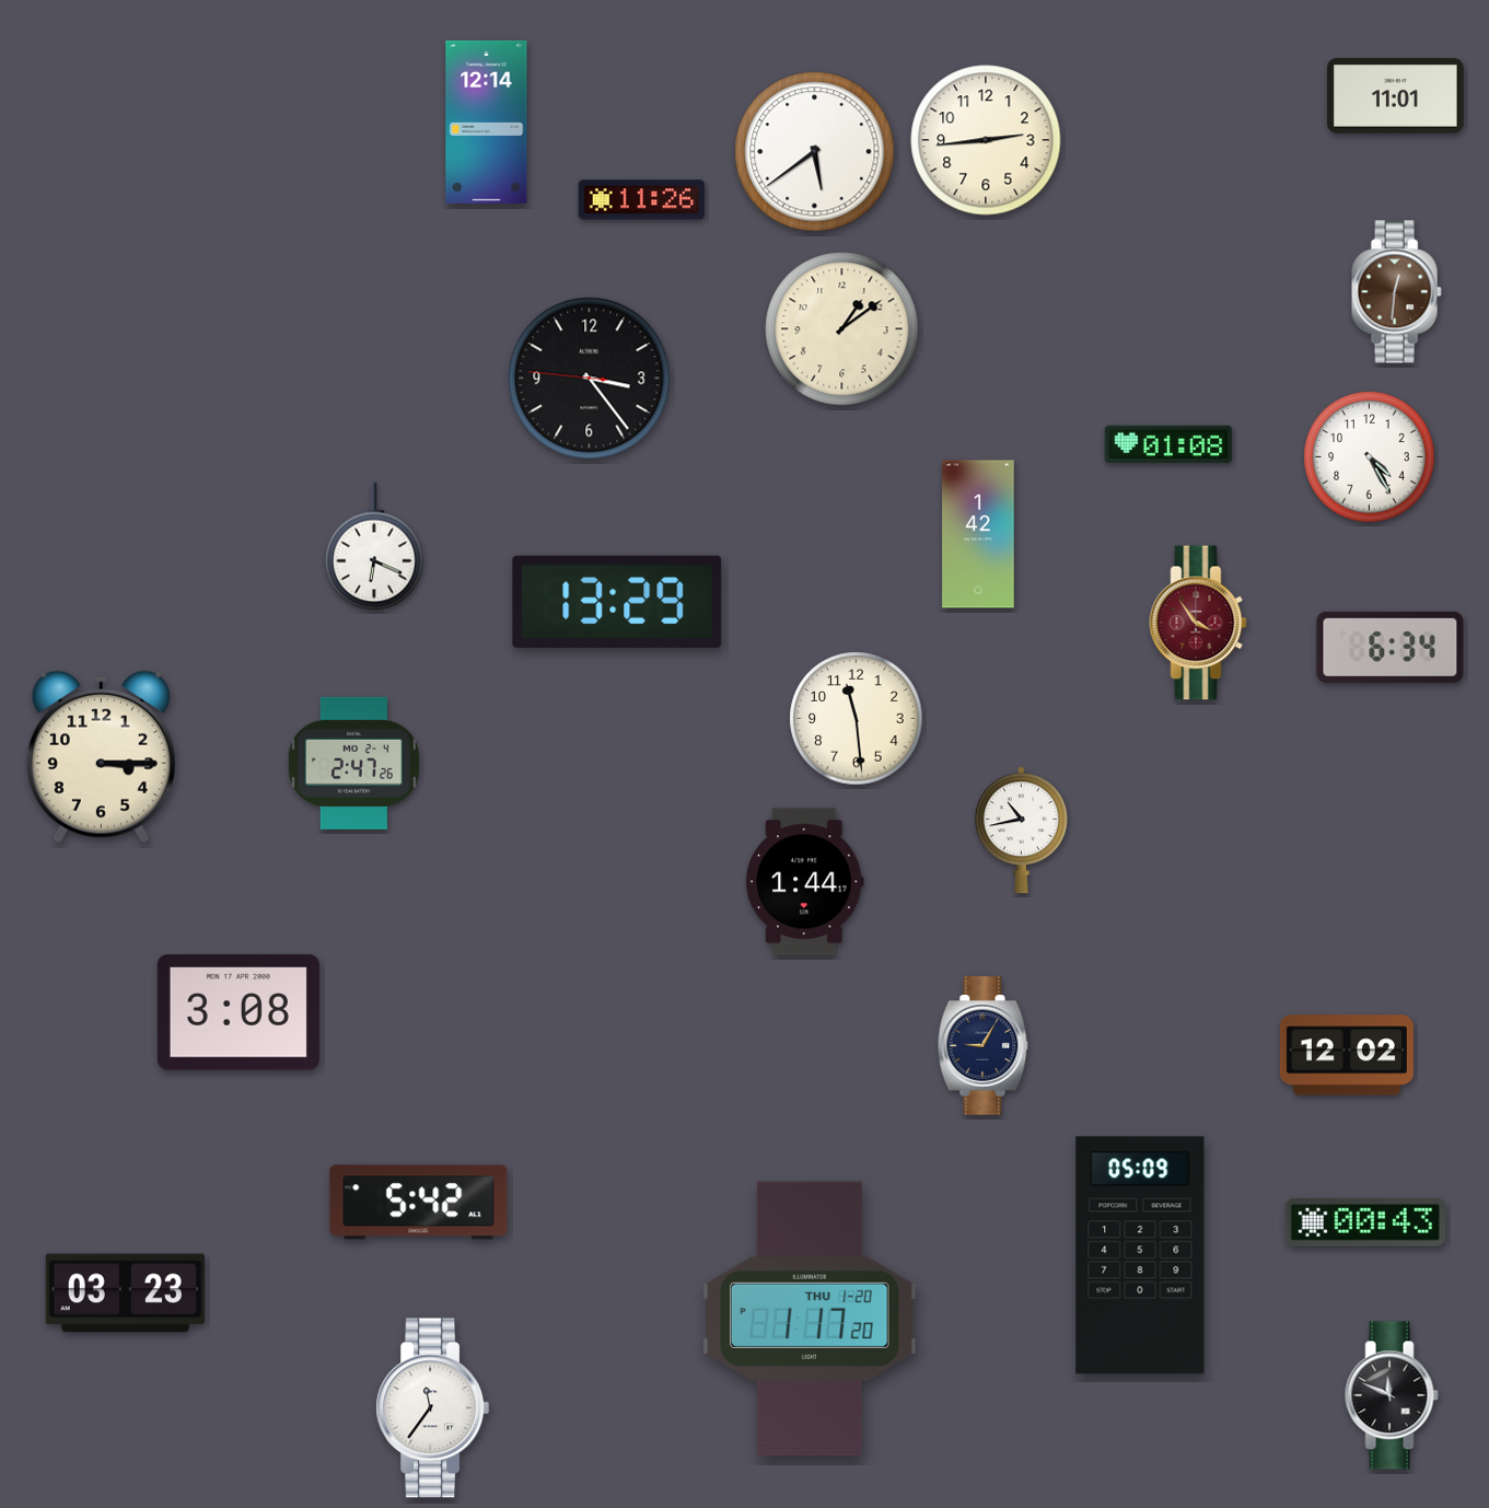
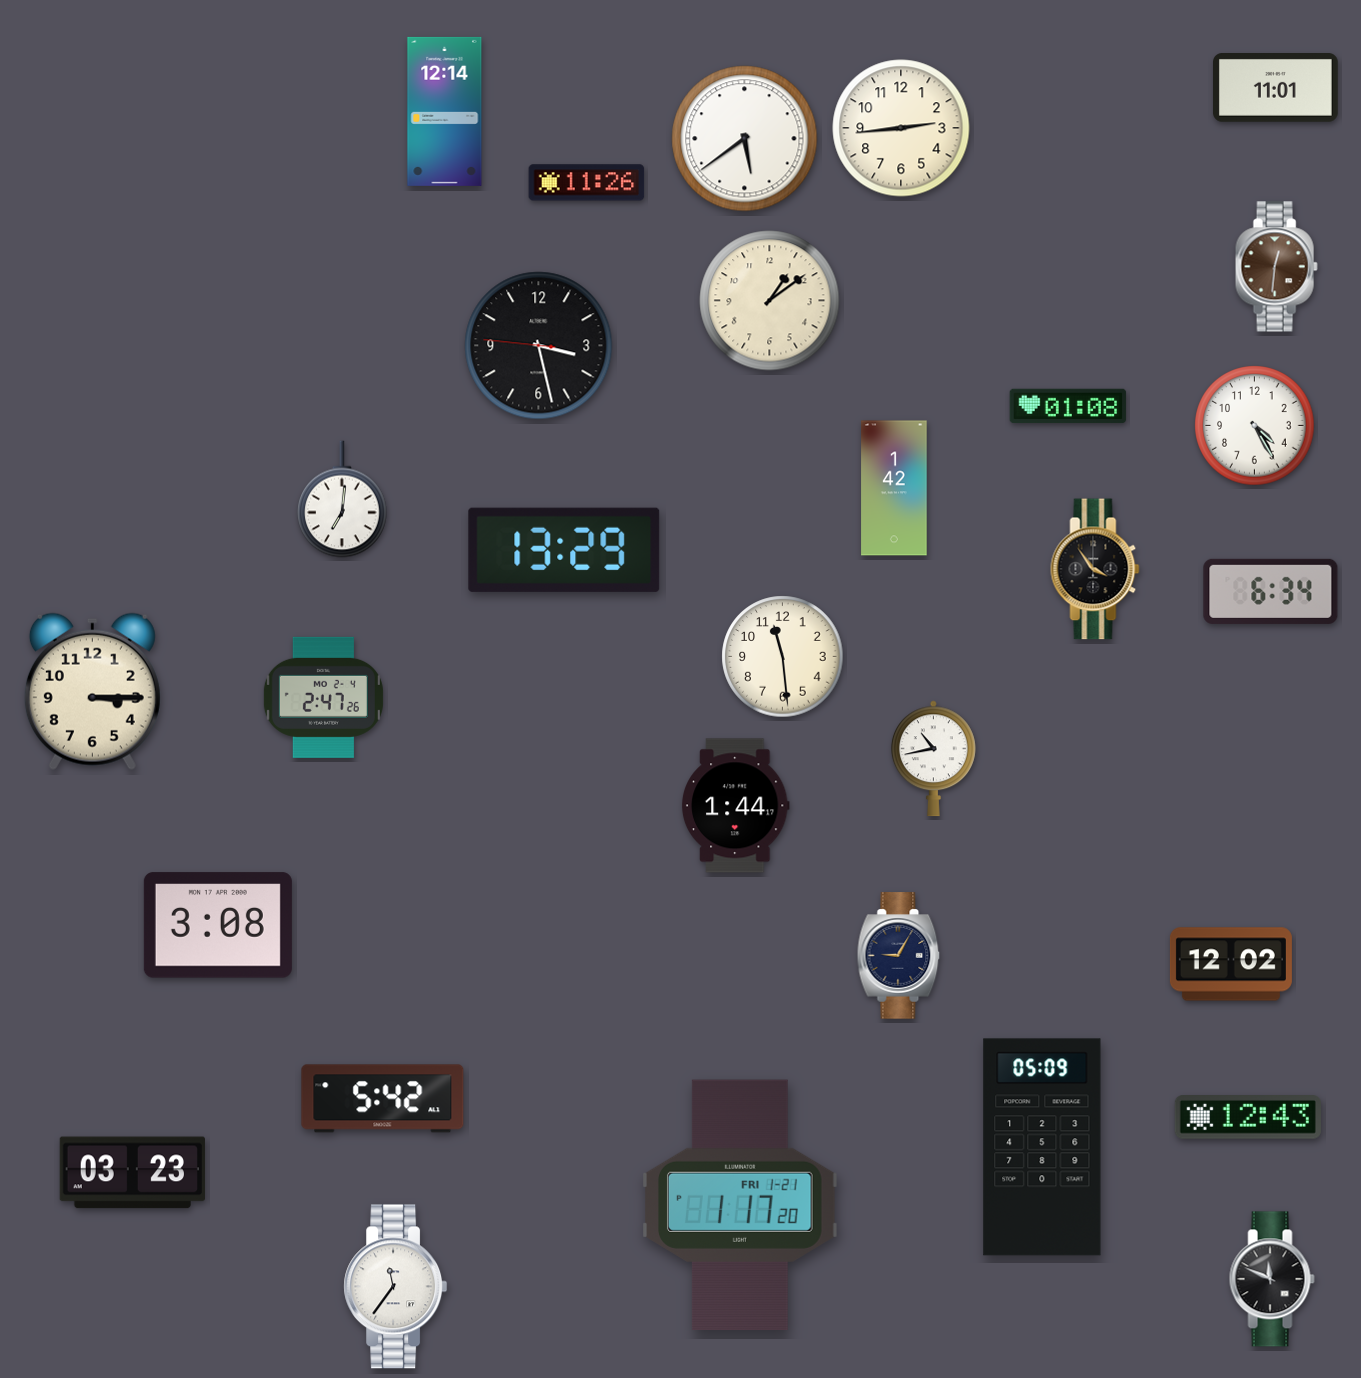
clock at (590, 379): 3:23 -> 3:27
clock at (1370, 457) position: (1370, 457) -> (1255, 426)
clock at (374, 546): 6:19 -> 7:01
clock at (1198, 623) dial: burgundy -> black
clock at (1365, 1223): 00:43 -> 12:43
clock at (125, 1294) position: (125, 1294) -> (132, 1173)
clock at (810, 1319) date: THU 1-20 -> FRI 1-21
clock at (1392, 1395) position: (1392, 1395) -> (1272, 1279)
